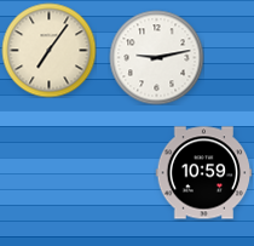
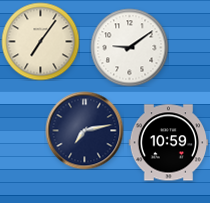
clock at (156, 57): 9:13 -> 9:09
clock at (84, 130): none -> 7:13
